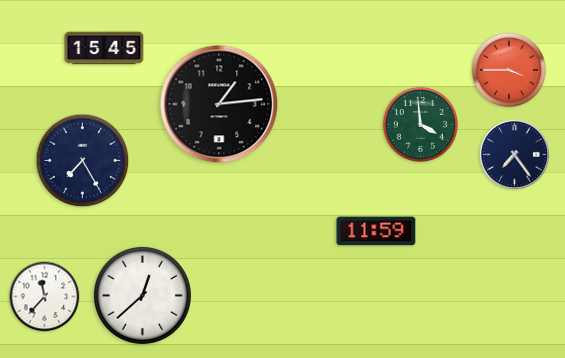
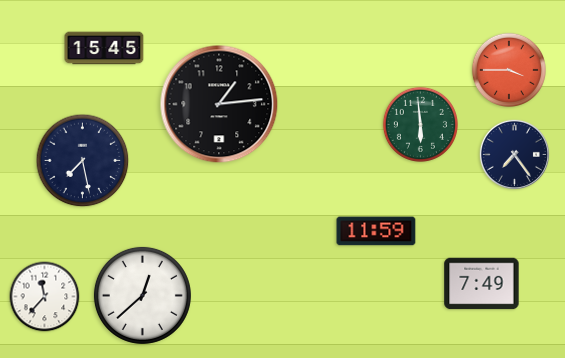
clock at (420, 124): 3:59 -> 5:59
clock at (83, 161): 7:25 -> 7:28
clock at (482, 284): none -> 7:49
